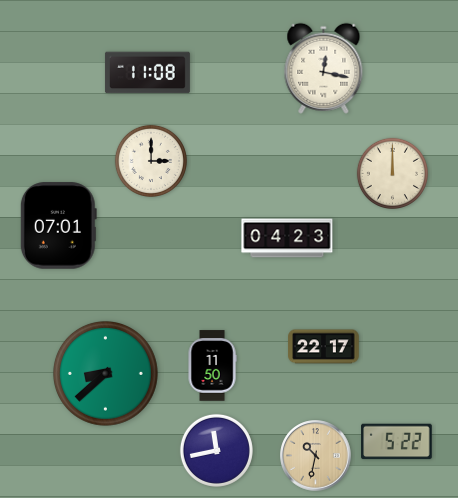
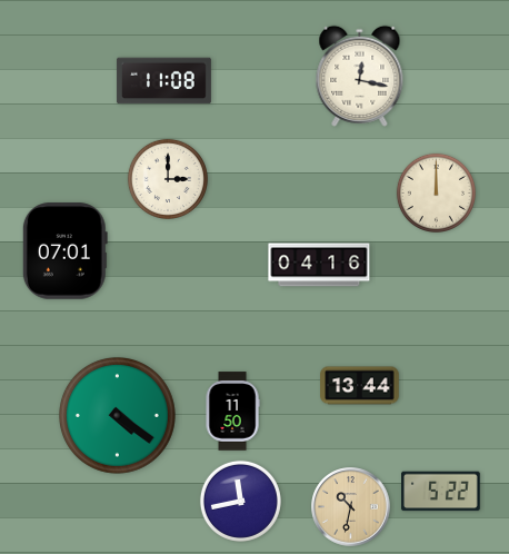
clock at (287, 238): 04:23 -> 04:16
clock at (324, 347): 22:17 -> 13:44
clock at (212, 366) position: (212, 366) -> (232, 412)
clock at (105, 373): 8:38 -> 4:21
